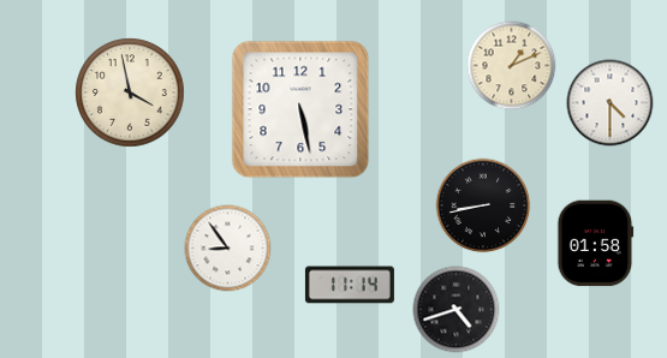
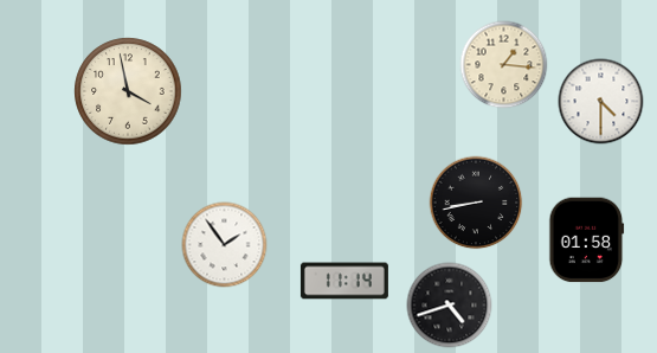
clock at (512, 66): 1:11 -> 1:16
clock at (300, 109): 5:28 -> none
clock at (228, 249): 8:54 -> 1:54
